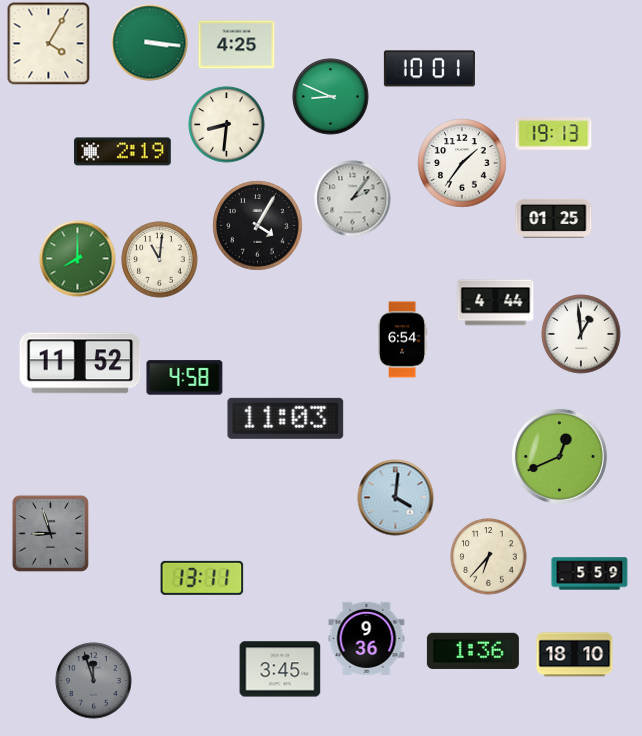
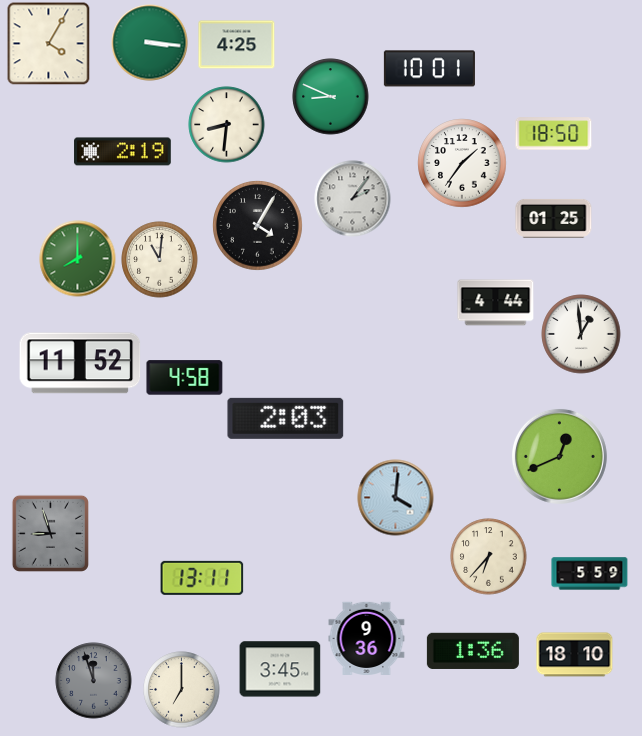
clock at (554, 134): 19:13 -> 18:50
clock at (403, 340): 6:54 -> none
clock at (286, 418): 11:03 -> 2:03
clock at (182, 690): none -> 7:00
